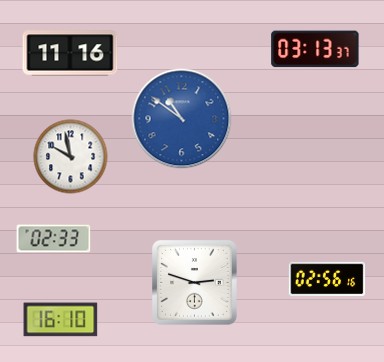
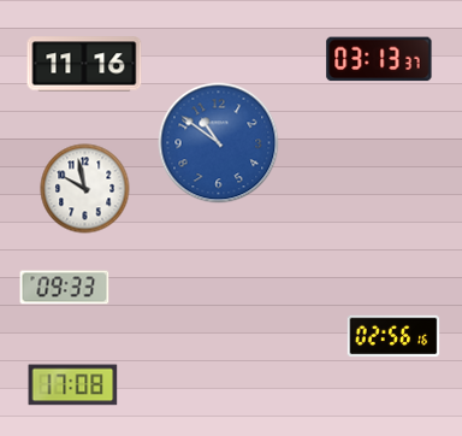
clock at (54, 239): 02:33 -> 09:33
clock at (195, 283): 2:48 -> none
clock at (61, 320): 16:10 -> 17:08
